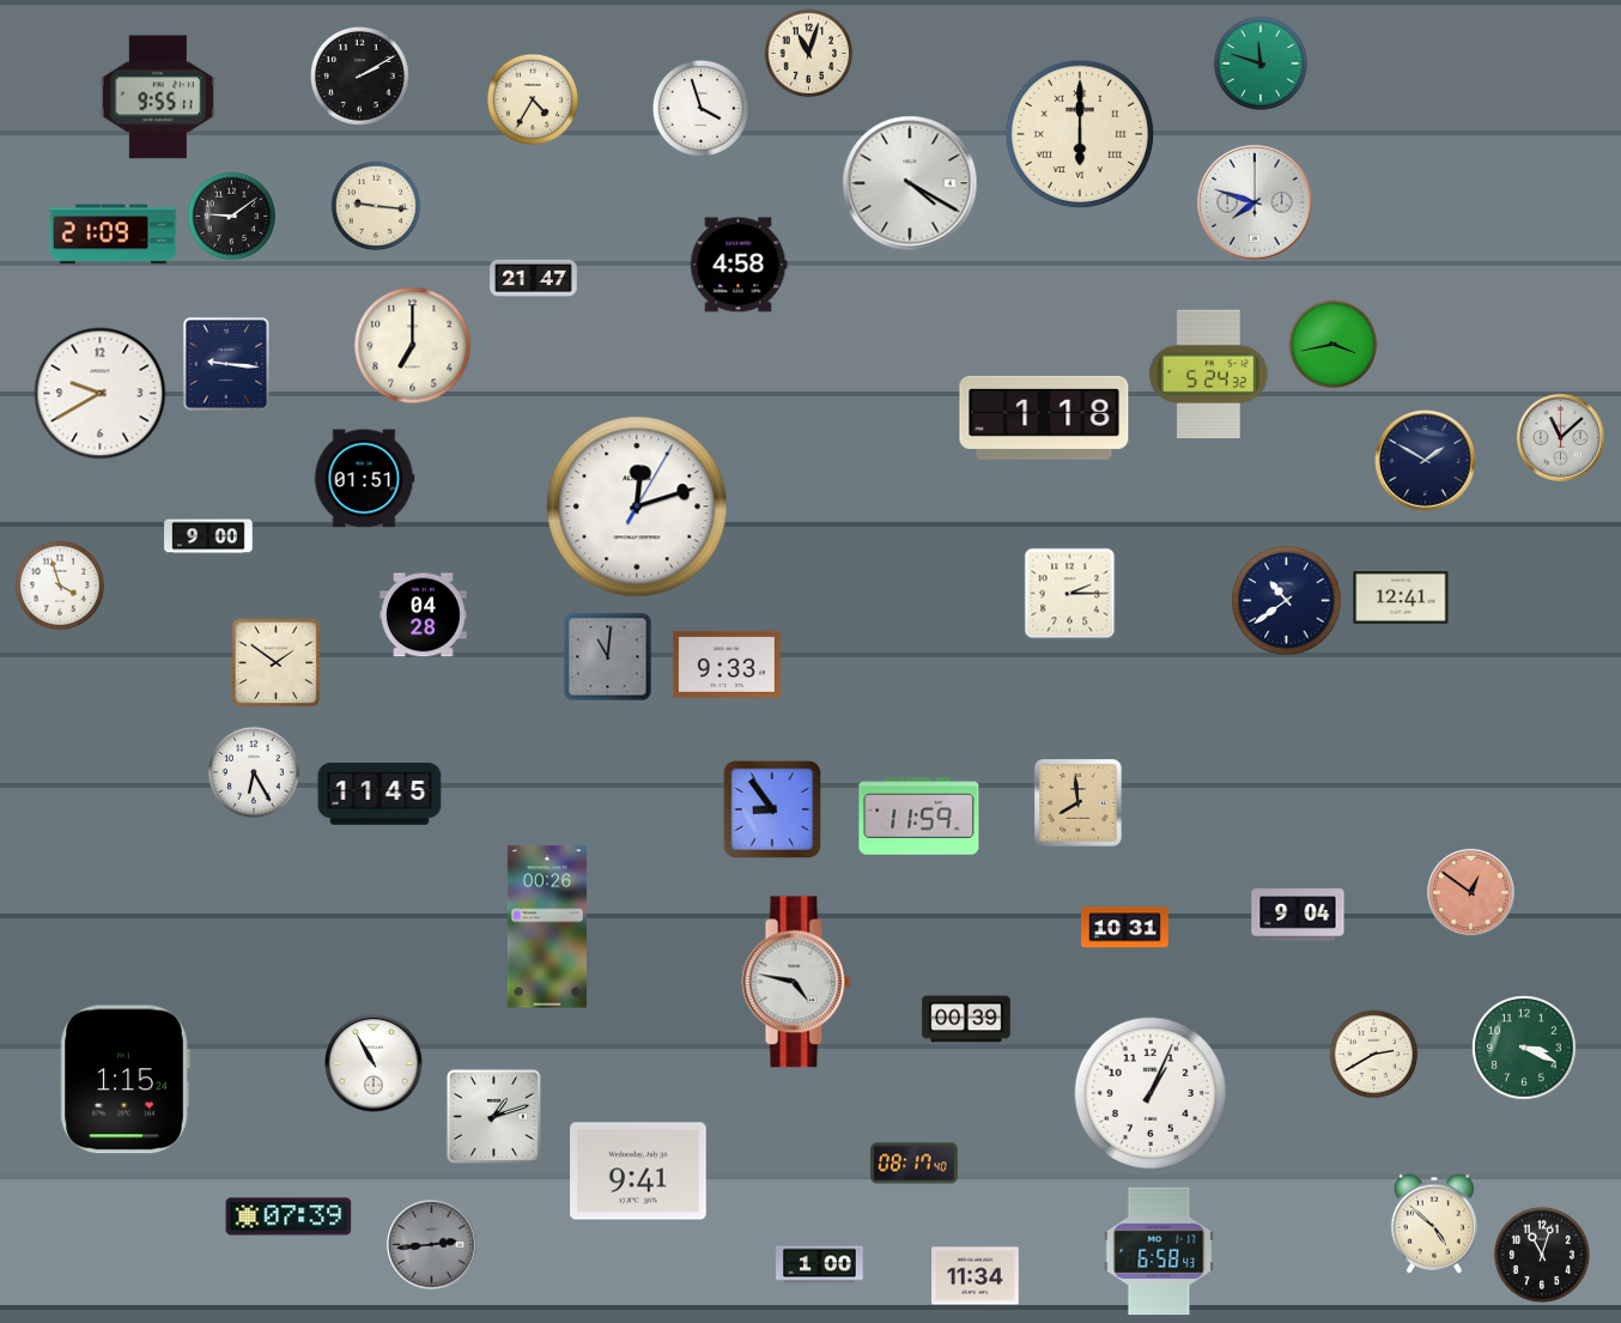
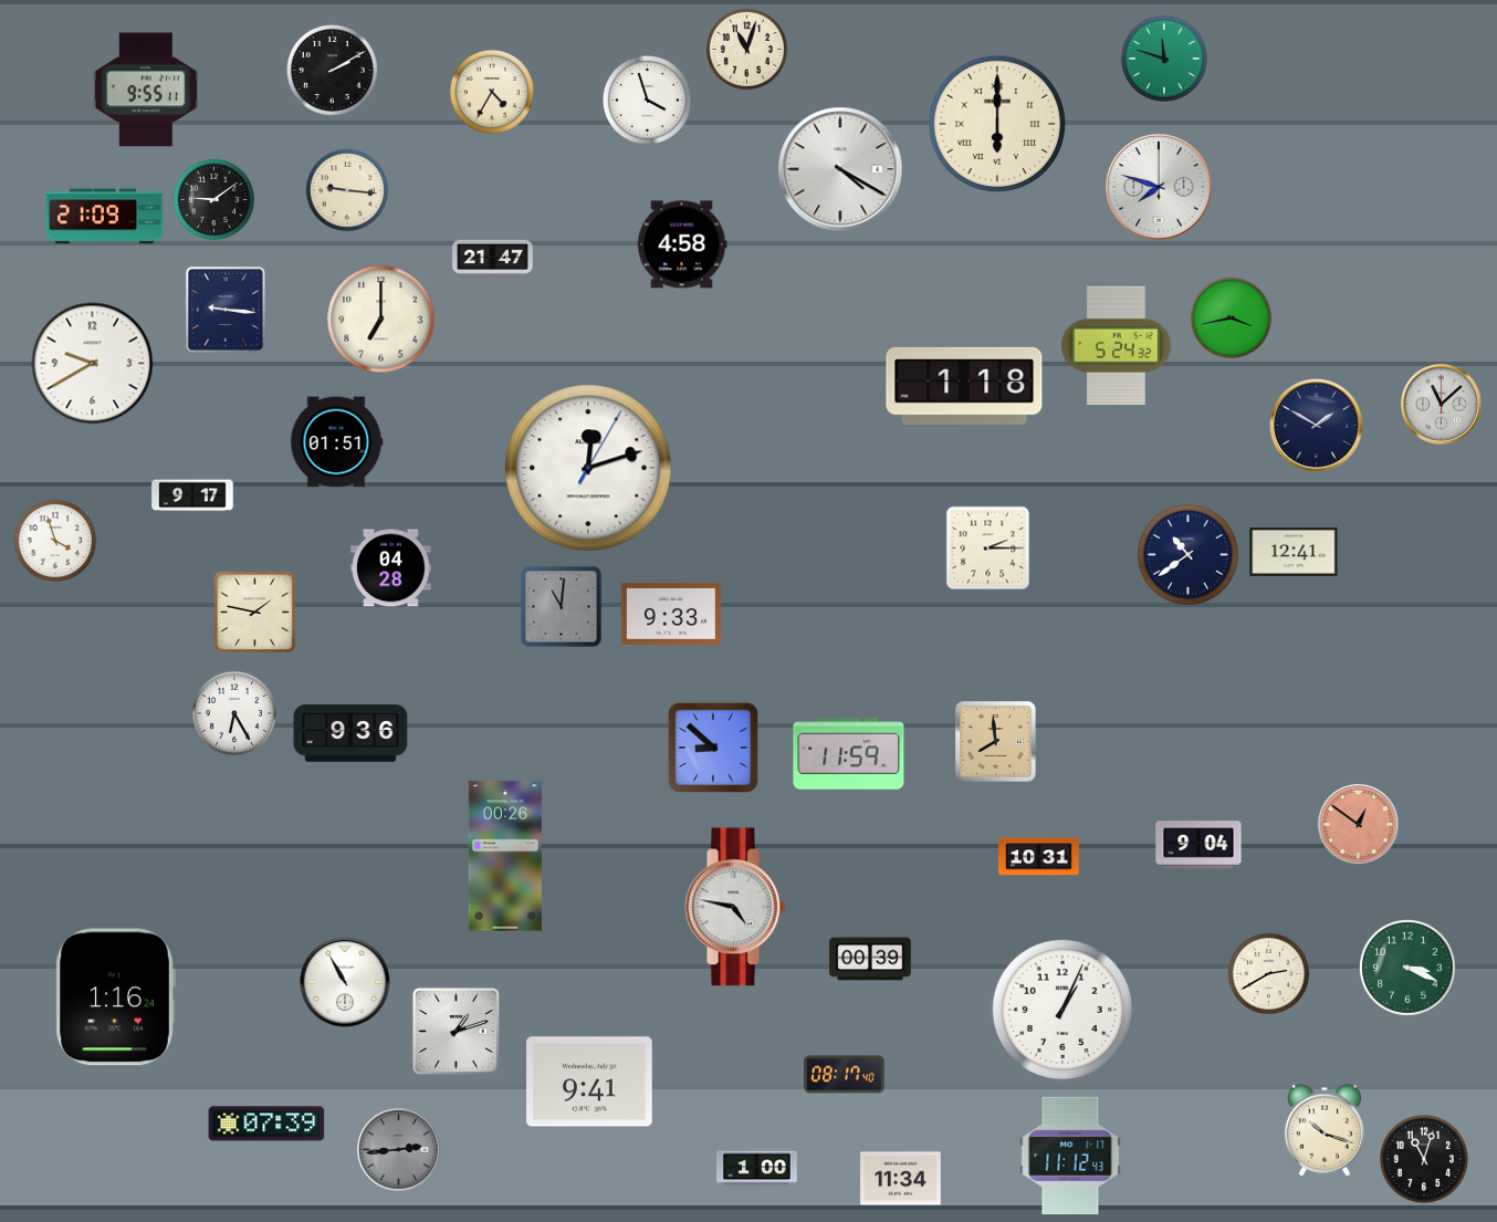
clock at (226, 364) position: (226, 364) -> (226, 310)
clock at (208, 536): 9:00 -> 9:17
clock at (277, 663): 1:51 -> 1:47
clock at (380, 794): 11:45 -> 9:36
clock at (771, 808): 8:54 -> 8:52
clock at (966, 1019) position: (966, 1019) -> (870, 959)
clock at (125, 1080): 1:15 -> 1:16
clock at (1433, 1224): 4:52 -> 10:18
clock at (1159, 1251): 6:58 -> 11:12
